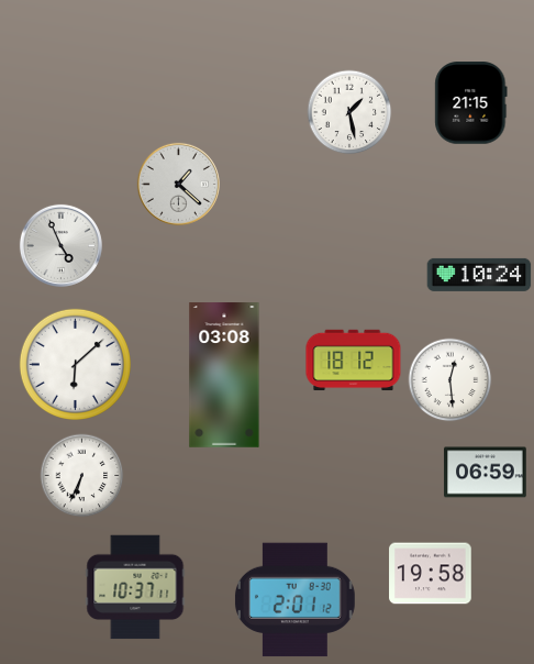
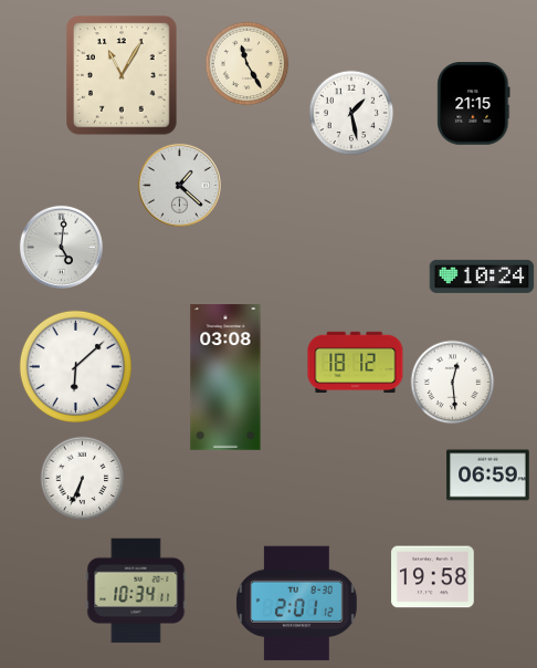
clock at (248, 64): none -> 11:25
clock at (122, 75): none -> 11:05
clock at (60, 245): 4:56 -> 5:01
clock at (135, 587): 10:37 -> 10:34
